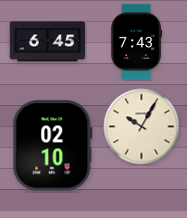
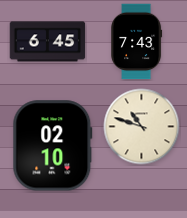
clock at (142, 127): 10:05 -> 10:48
